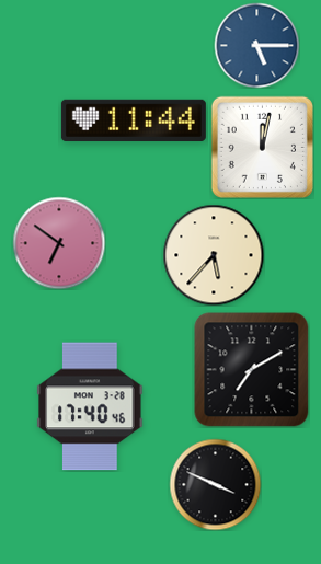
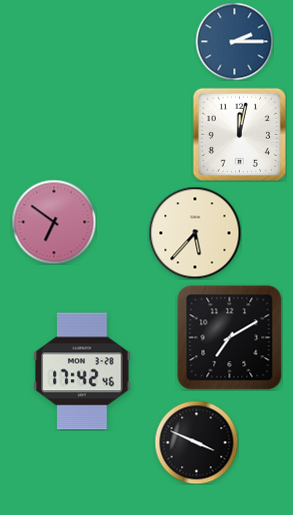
clock at (256, 45): 5:15 -> 2:15
clock at (134, 120): 11:44 -> none
clock at (90, 406): 17:40 -> 17:42
